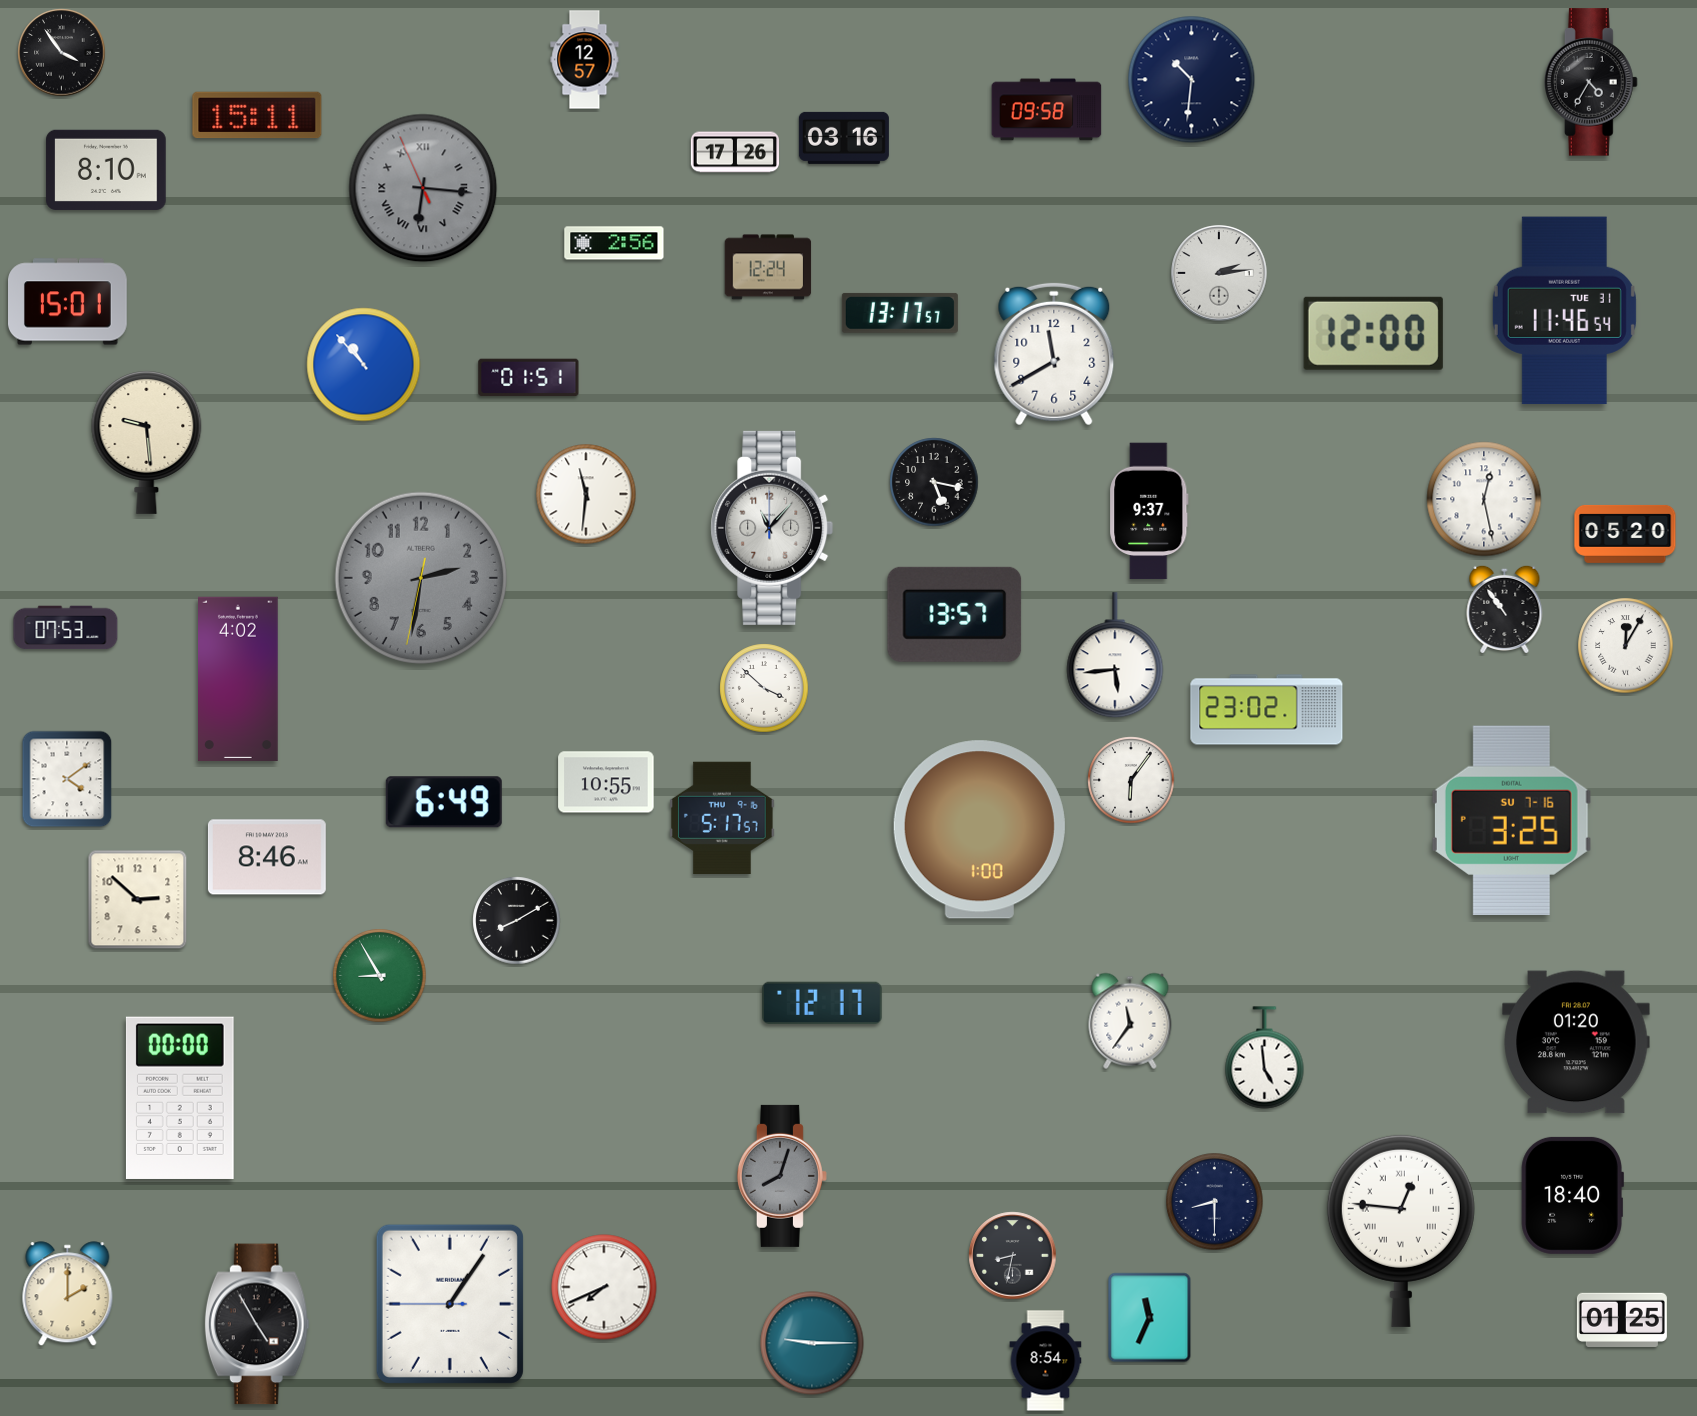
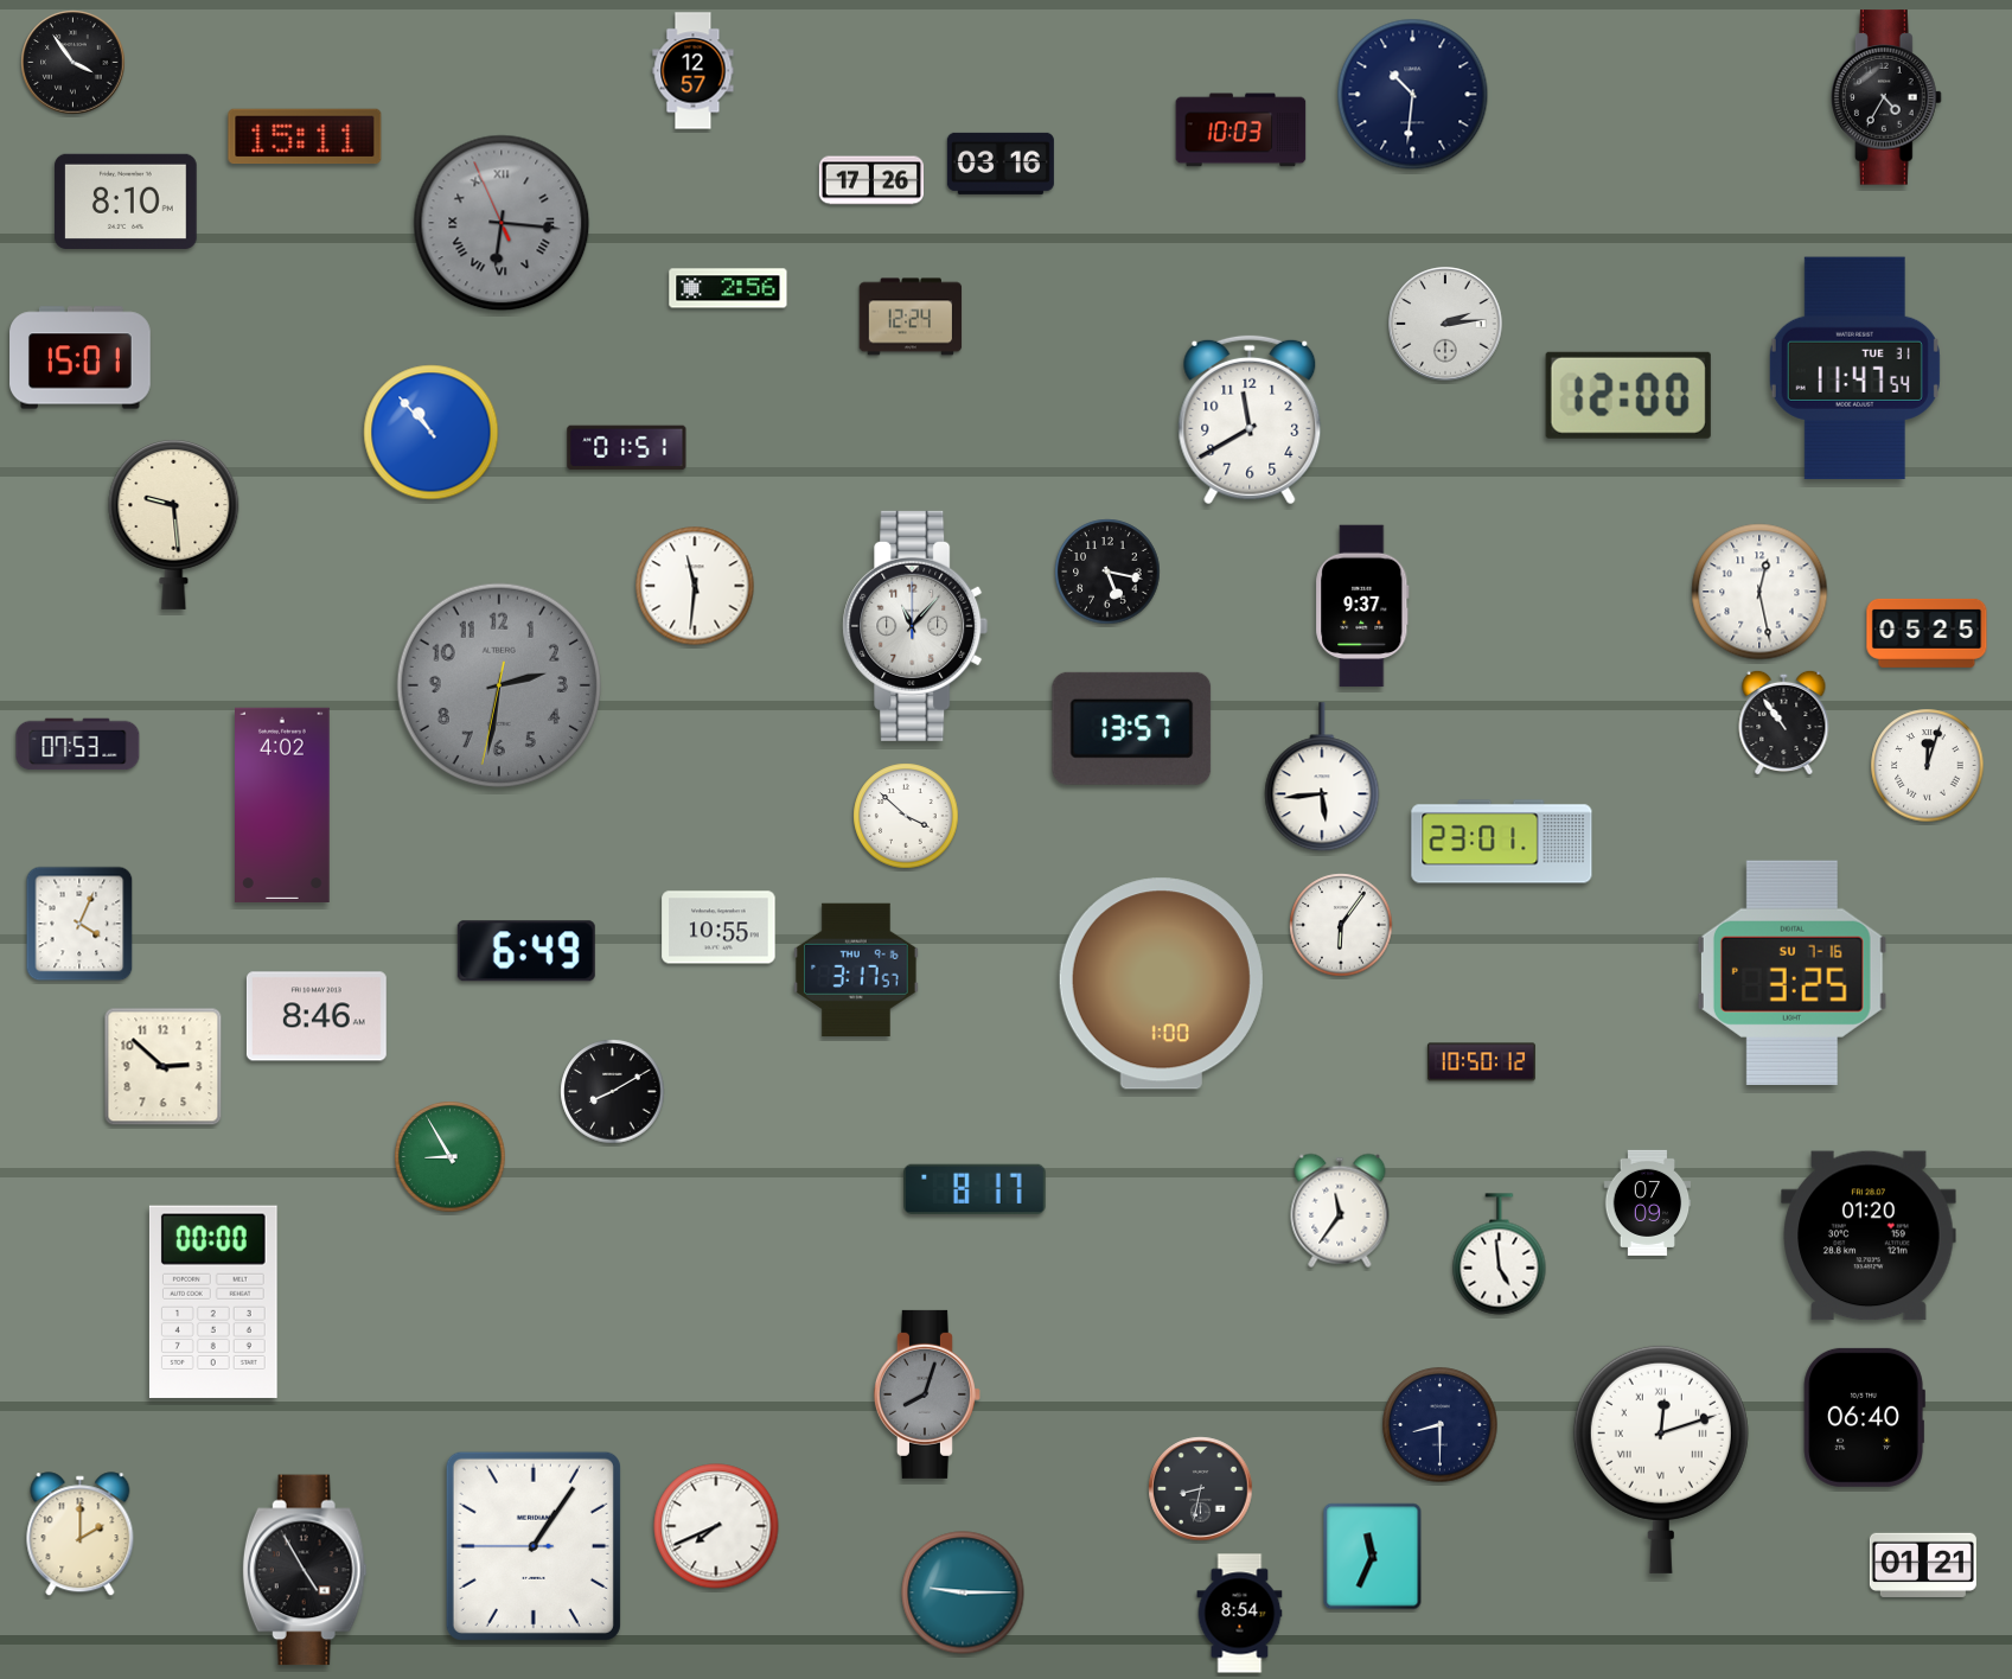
clock at (1047, 110): 09:58 -> 10:03
clock at (1564, 311): 11:46 -> 11:47
clock at (900, 313): 13:17 -> none
clock at (1625, 534): 05:20 -> 05:25
clock at (1626, 646): 12:05 -> 12:03
clock at (1267, 710): 23:02 -> 23:01
clock at (67, 779): 4:09 -> 4:04
clock at (722, 817): 5:17 -> 3:17
clock at (1481, 1062): none -> 10:50
clock at (822, 1002): 12:17 -> 8:17
clock at (1648, 1202): none -> 07:09
clock at (1572, 1195): 18:40 -> 06:40
clock at (1401, 1230): 12:46 -> 12:12
clock at (1150, 1318) position: (1150, 1318) -> (1373, 1557)
clock at (1622, 1320): 01:25 -> 01:21
